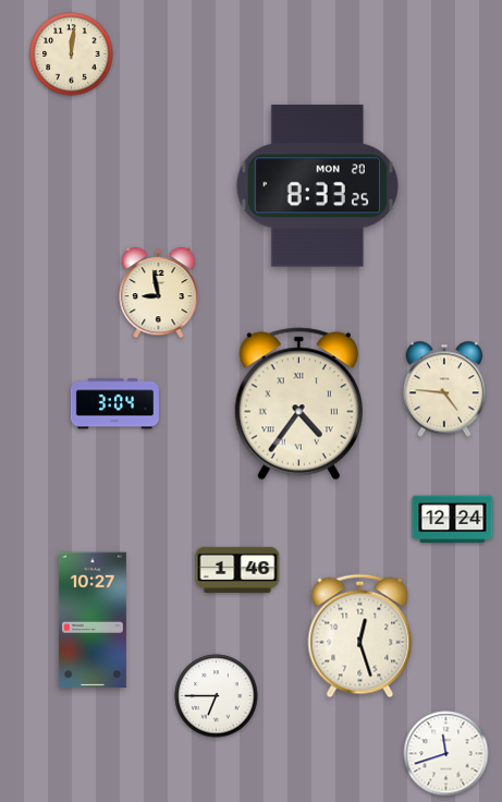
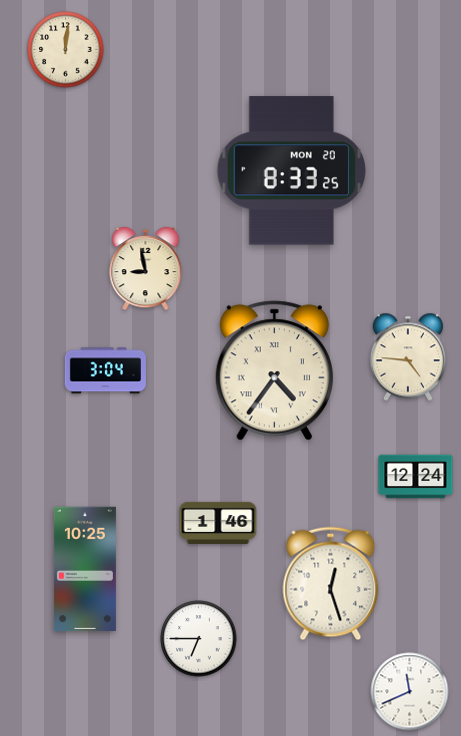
clock at (93, 620): 10:27 -> 10:25
clock at (446, 754): 11:42 -> 11:41
